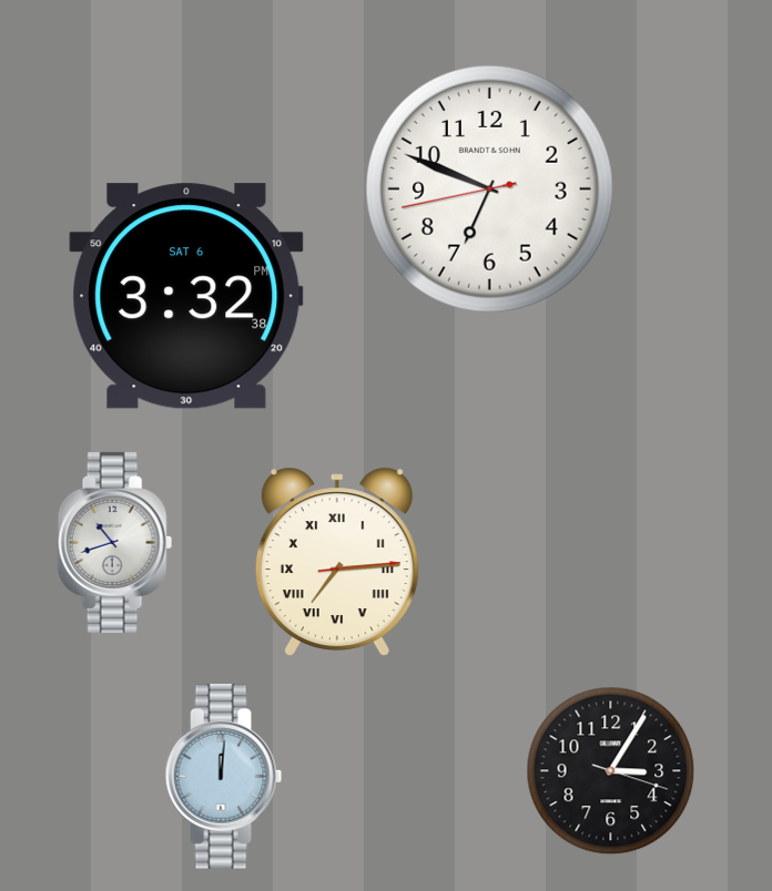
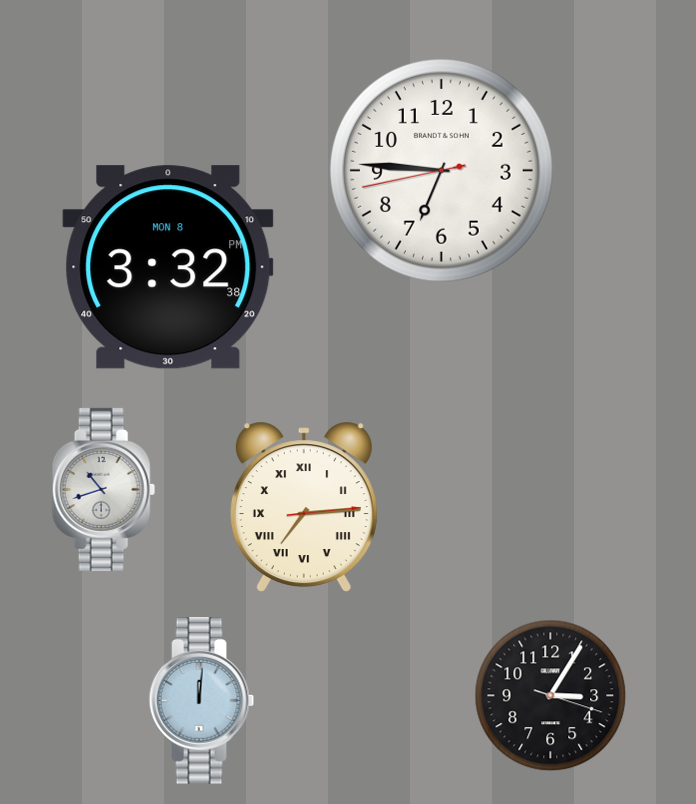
clock at (489, 188): 6:48 -> 6:45
clock at (186, 296) date: SAT 6 -> MON 8
